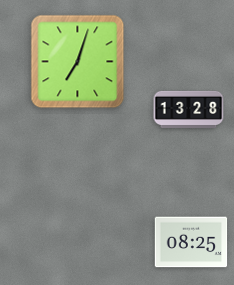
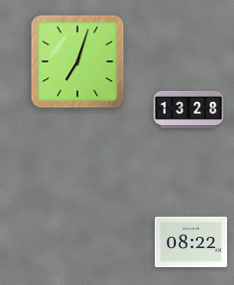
clock at (191, 242): 08:25 -> 08:22
